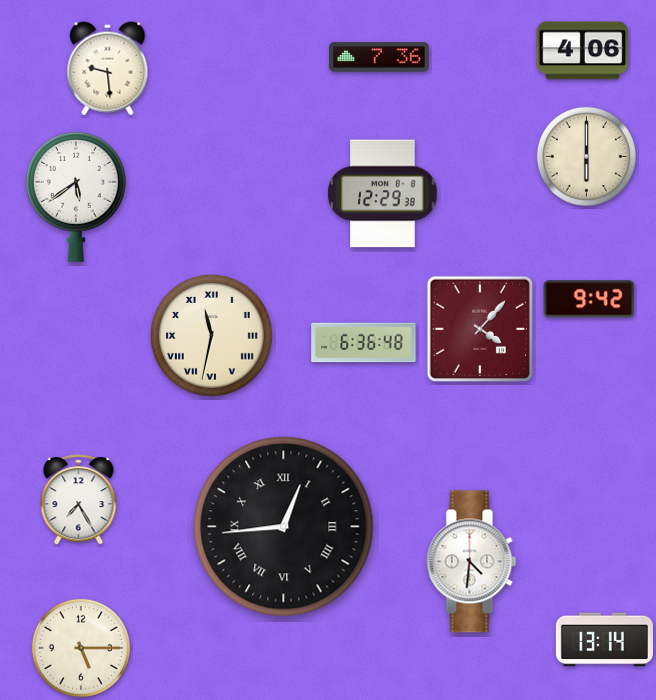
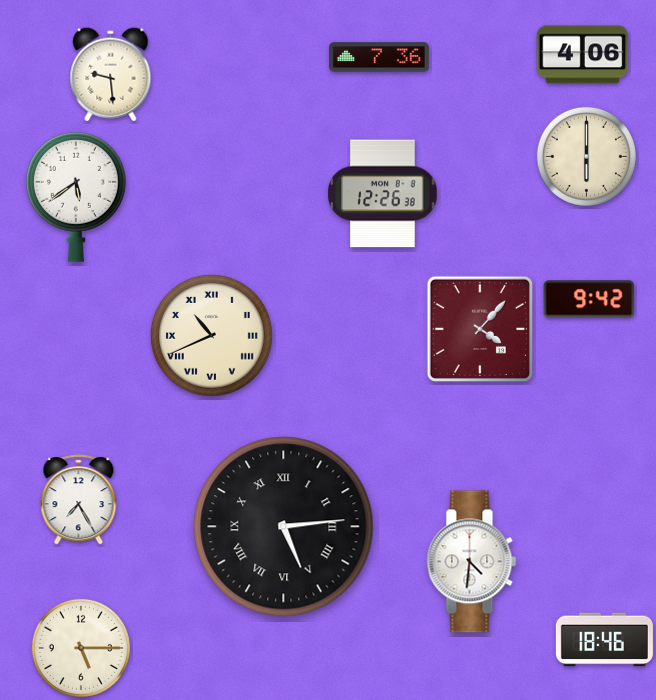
clock at (583, 51) position: (583, 51) -> (583, 55)
clock at (108, 69) position: (108, 69) -> (111, 75)
clock at (383, 194): 12:29 -> 12:26
clock at (211, 335): 11:32 -> 10:41
clock at (364, 343): 6:36 -> none
clock at (284, 527): 12:44 -> 5:14
clock at (604, 640): 13:14 -> 18:46
